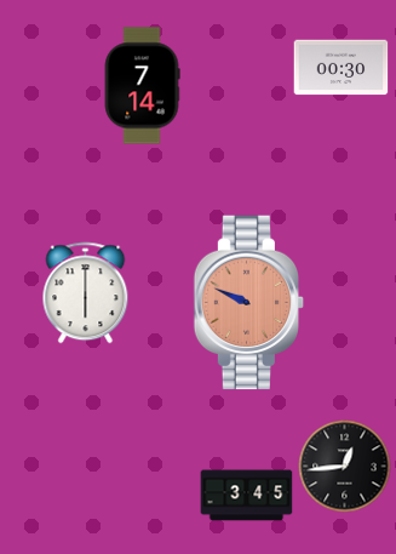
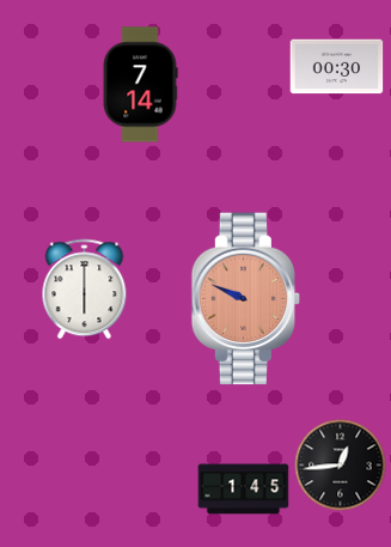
clock at (345, 467) position: (345, 467) -> (341, 466)
clock at (247, 496): 3:45 -> 1:45
